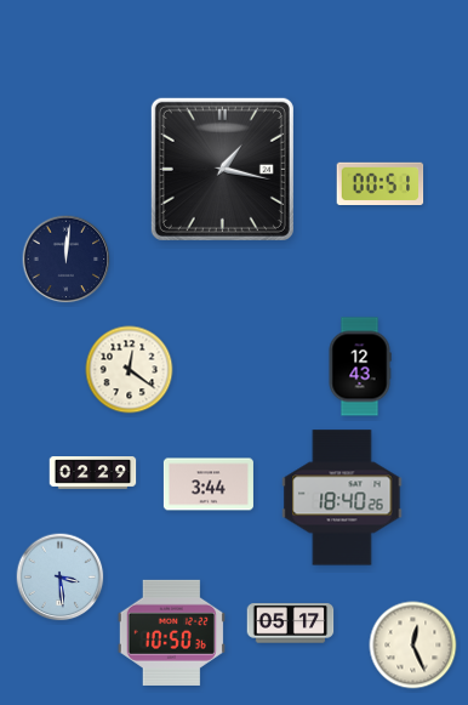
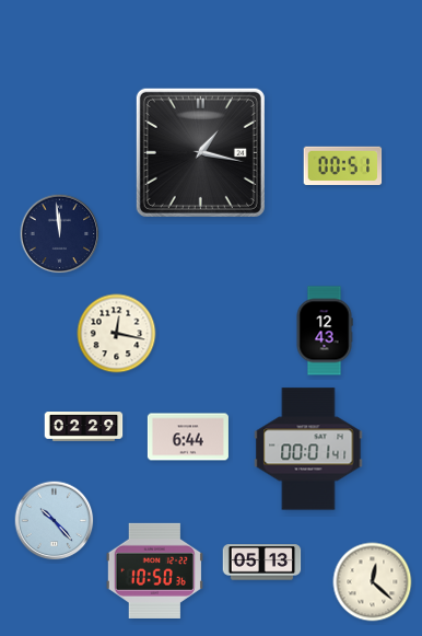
clock at (67, 260): 12:01 -> 11:59
clock at (130, 370): 12:21 -> 12:17
clock at (209, 484): 3:44 -> 6:44
clock at (342, 498): 18:40 -> 00:01
clock at (61, 578): 3:29 -> 10:23
clock at (291, 624): 05:17 -> 05:13
clock at (413, 646): 12:26 -> 12:22
